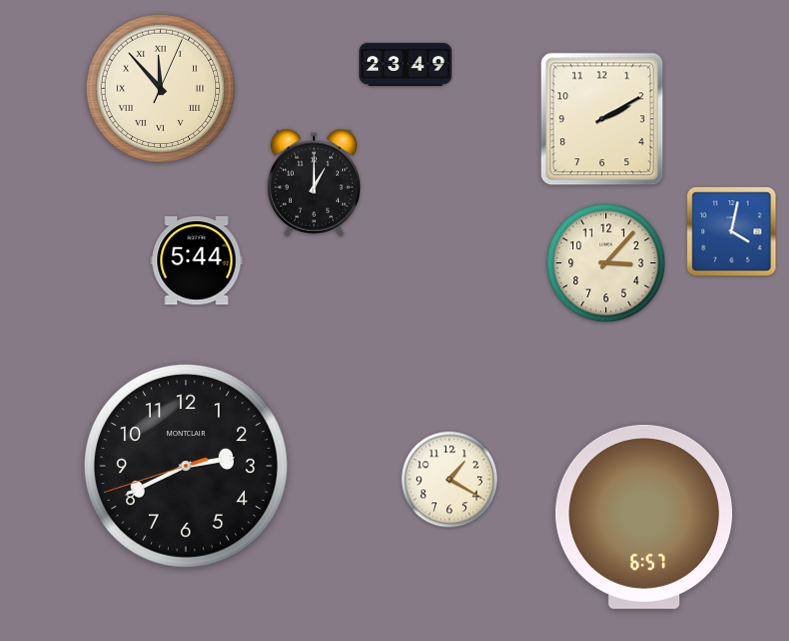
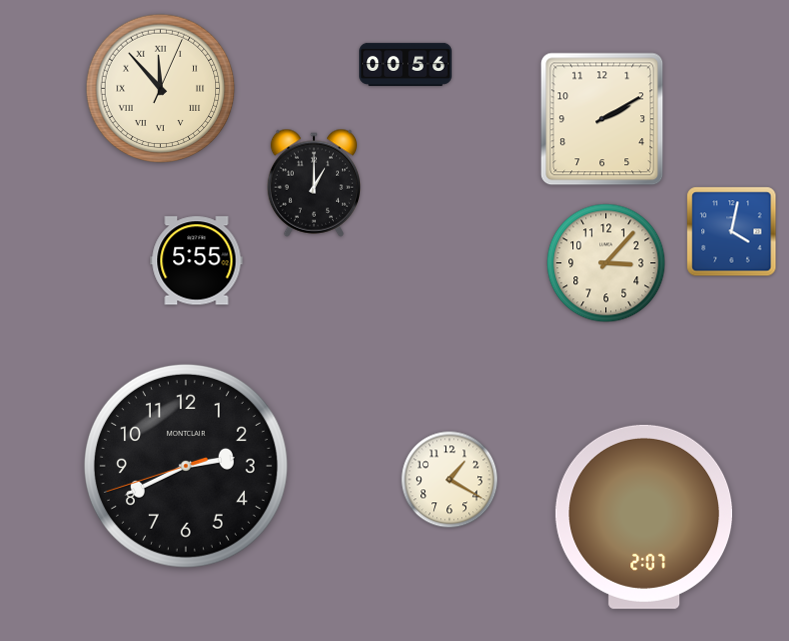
clock at (406, 64): 23:49 -> 00:56
clock at (197, 261): 5:44 -> 5:55
clock at (644, 517): 6:57 -> 2:07
